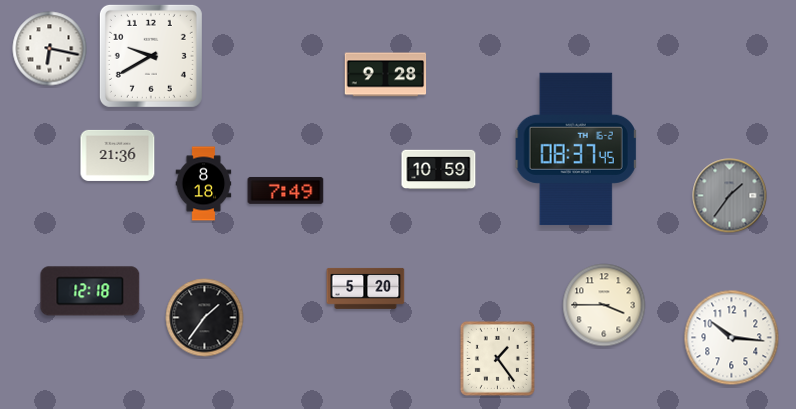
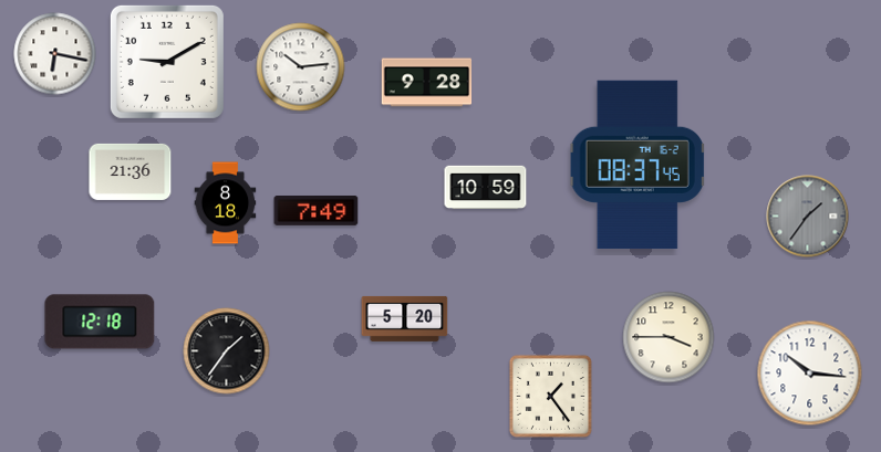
clock at (151, 56): 9:40 -> 9:10
clock at (301, 67): none -> 10:14
